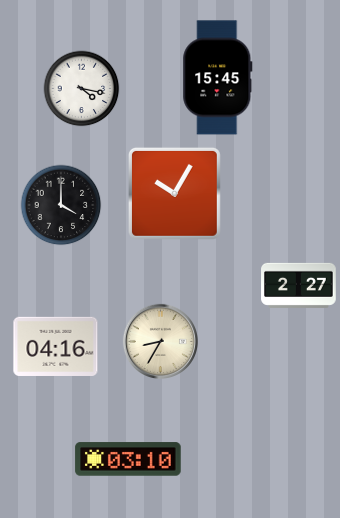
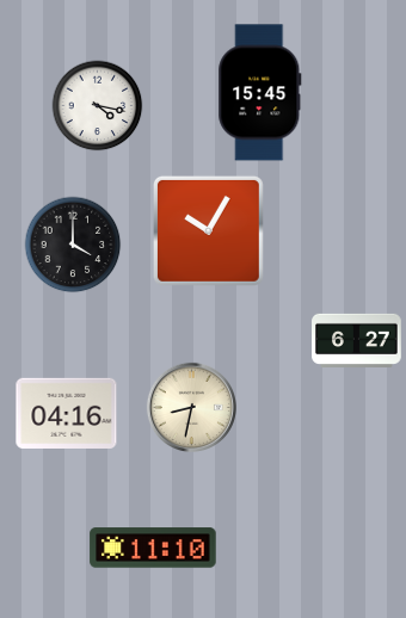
clock at (299, 285): 2:27 -> 6:27
clock at (160, 341): 8:35 -> 8:32
clock at (128, 459): 03:10 -> 11:10
